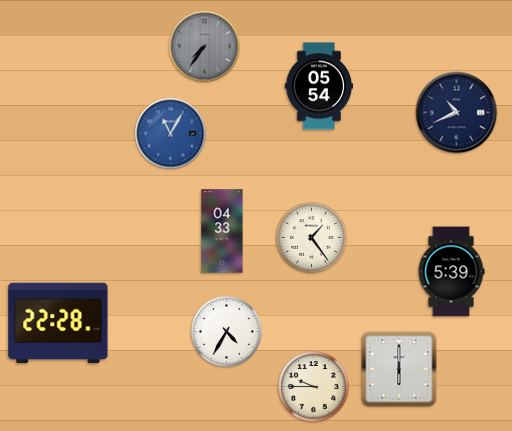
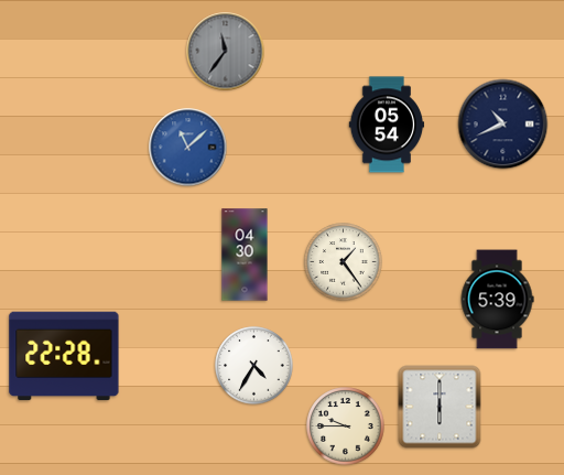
clock at (205, 47): 7:36 -> 11:36
clock at (319, 86) position: (319, 86) -> (387, 125)
clock at (171, 134): 11:05 -> 11:08
clock at (222, 231): 04:33 -> 04:30
clock at (227, 332) position: (227, 332) -> (254, 366)
